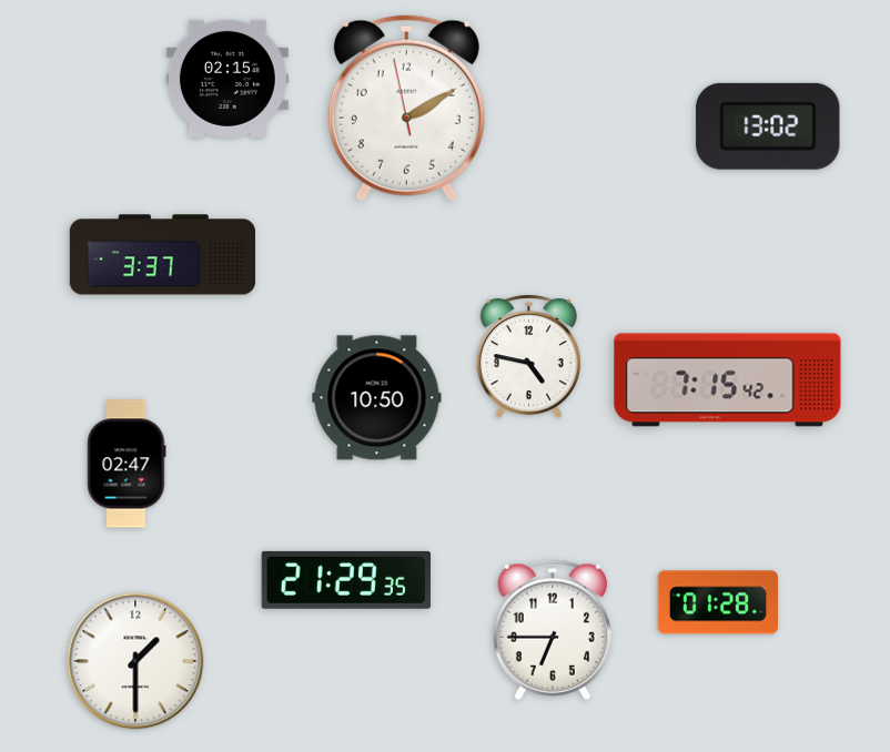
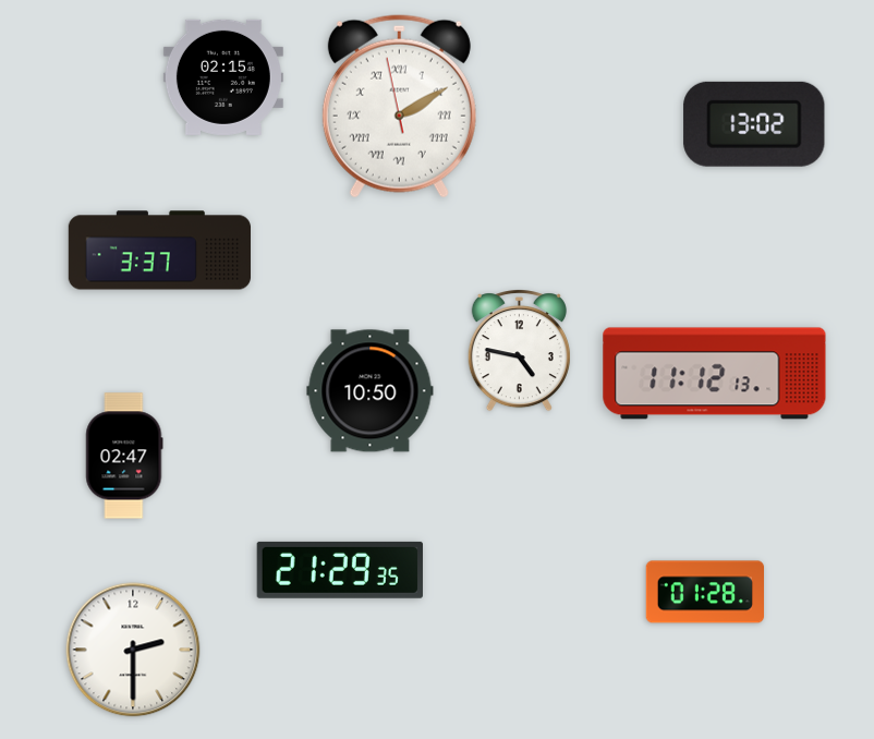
clock at (406, 109) numerals: Arabic -> Roman
clock at (728, 380): 7:15 -> 11:12
clock at (553, 630): 6:45 -> none
clock at (135, 661): 1:30 -> 2:30
